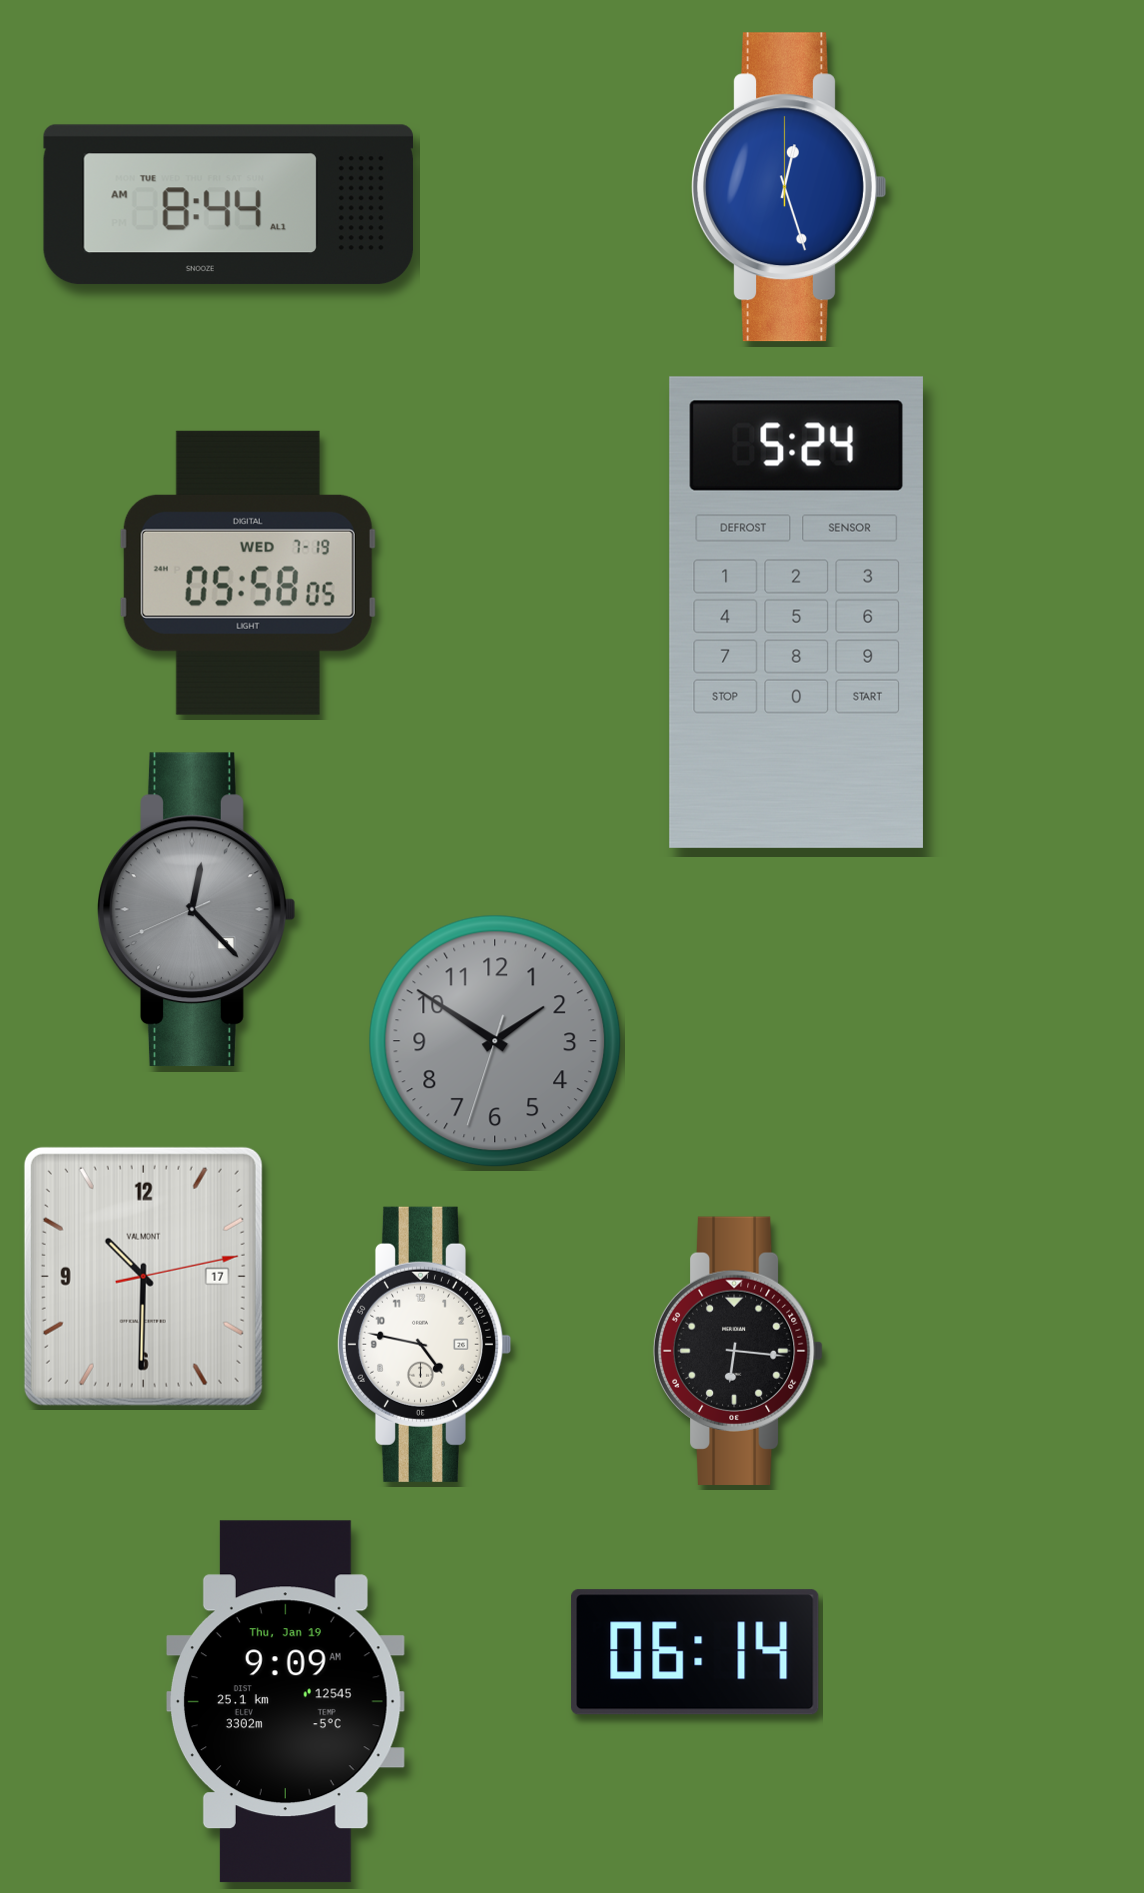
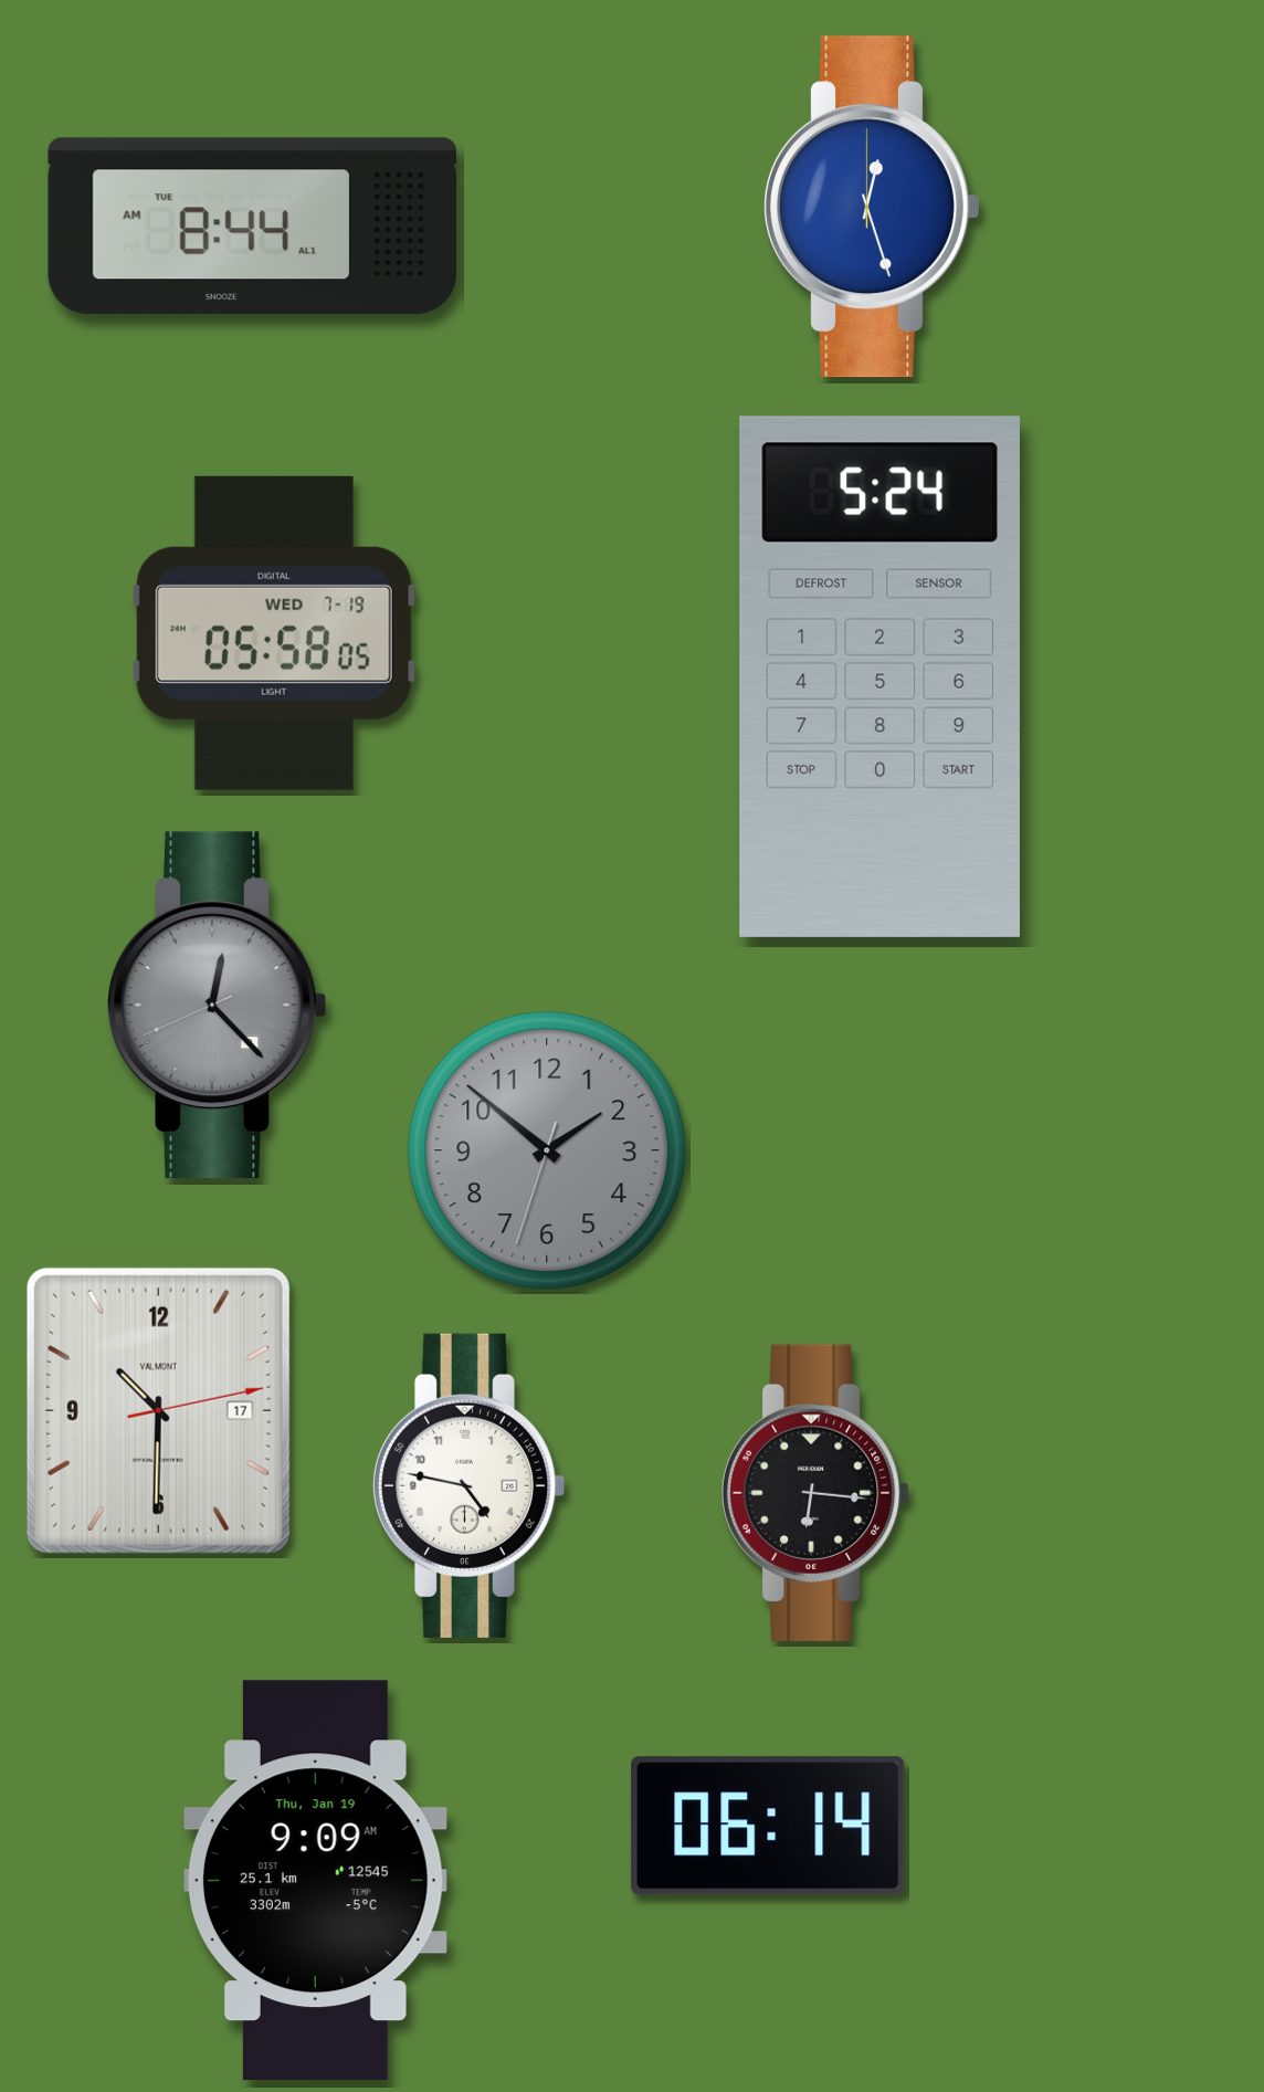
clock at (495, 1041): 1:50 -> 1:51
